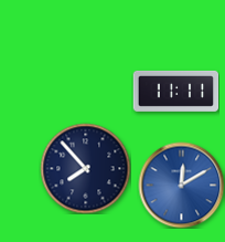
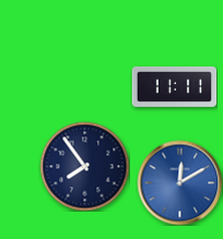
clock at (175, 91) position: (175, 91) -> (174, 86)
clock at (85, 168): 7:53 -> 7:54
